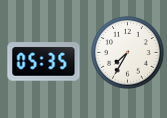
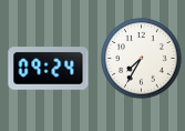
clock at (44, 62): 05:35 -> 09:24
